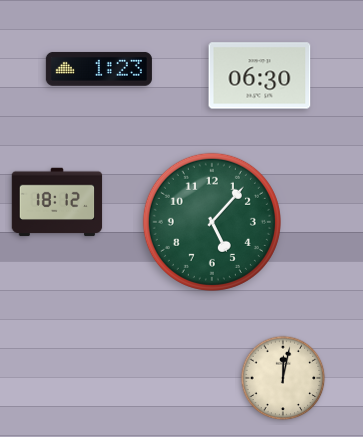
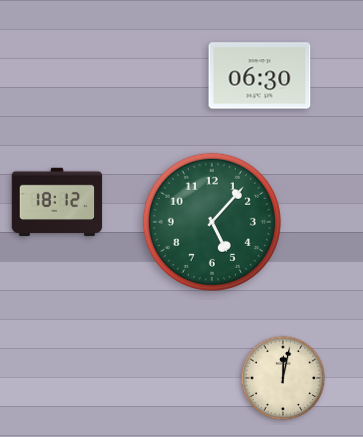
clock at (99, 69): 1:23 -> none
